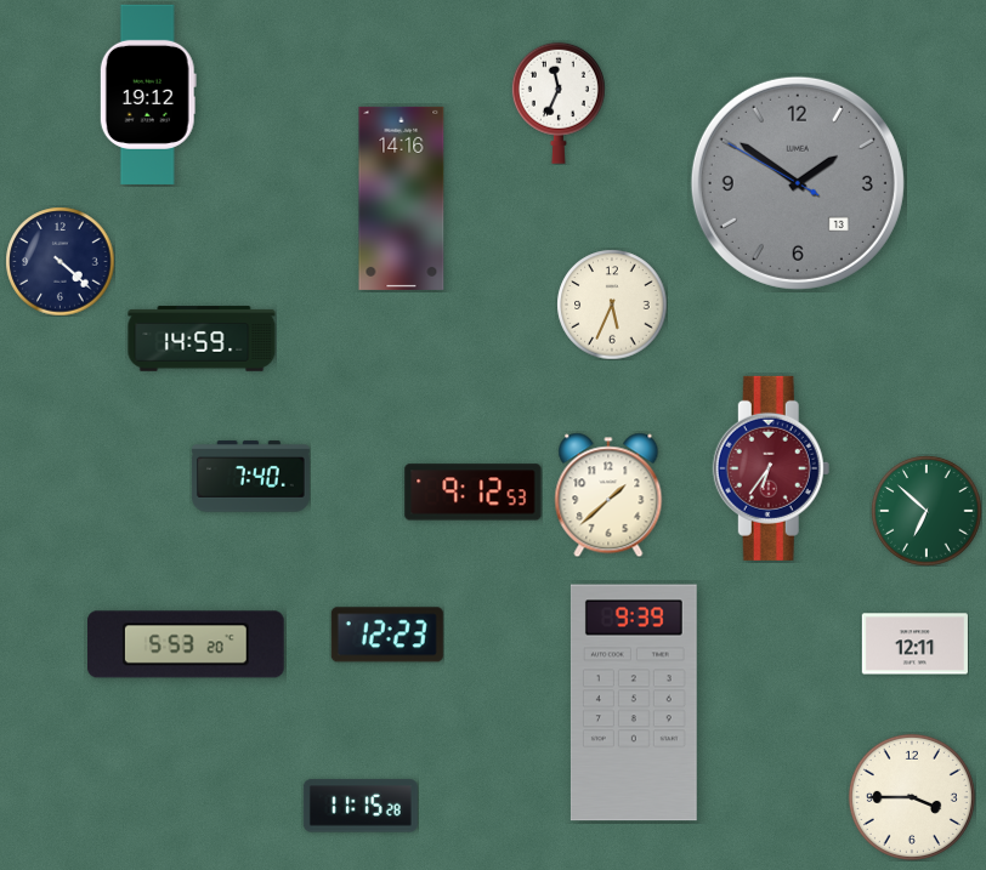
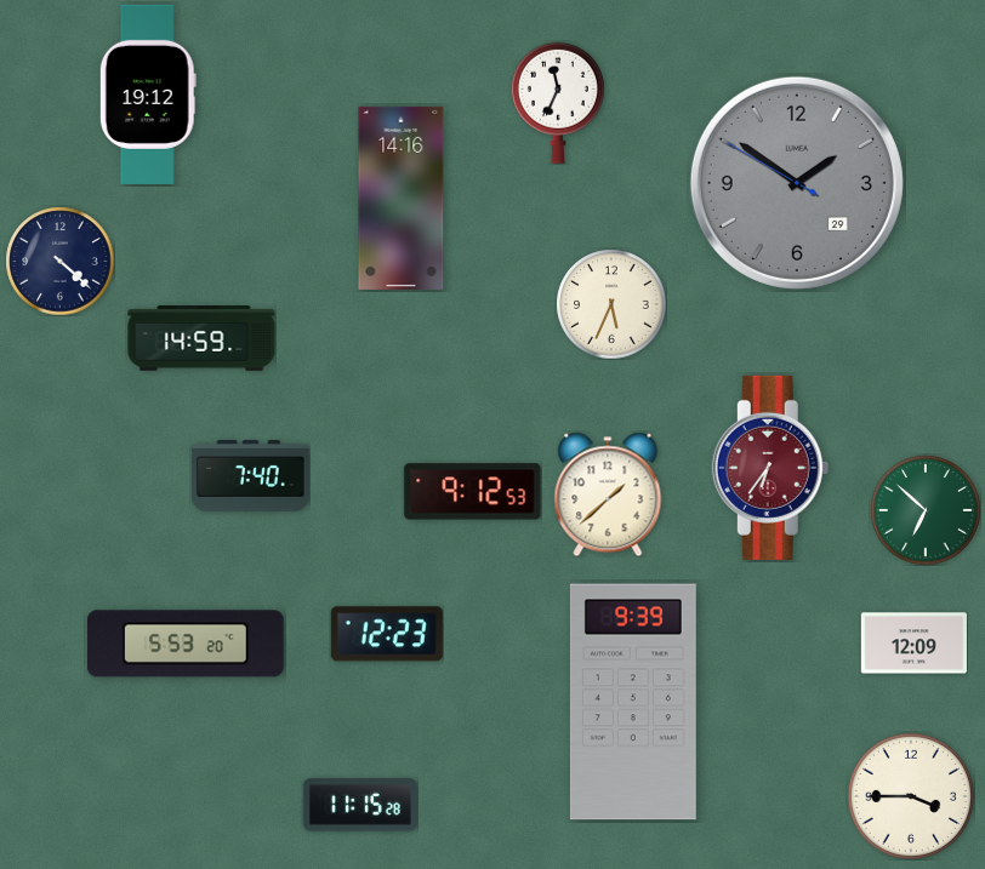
clock at (798, 183) date: 13 -> 29
clock at (914, 644): 12:11 -> 12:09
